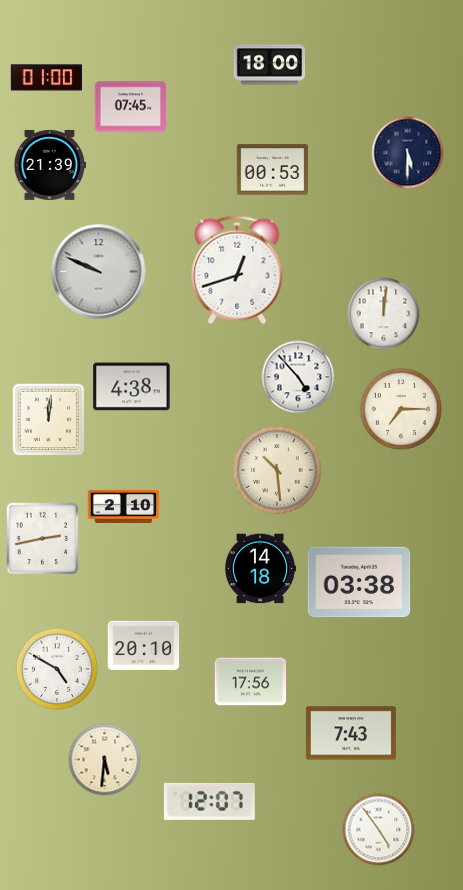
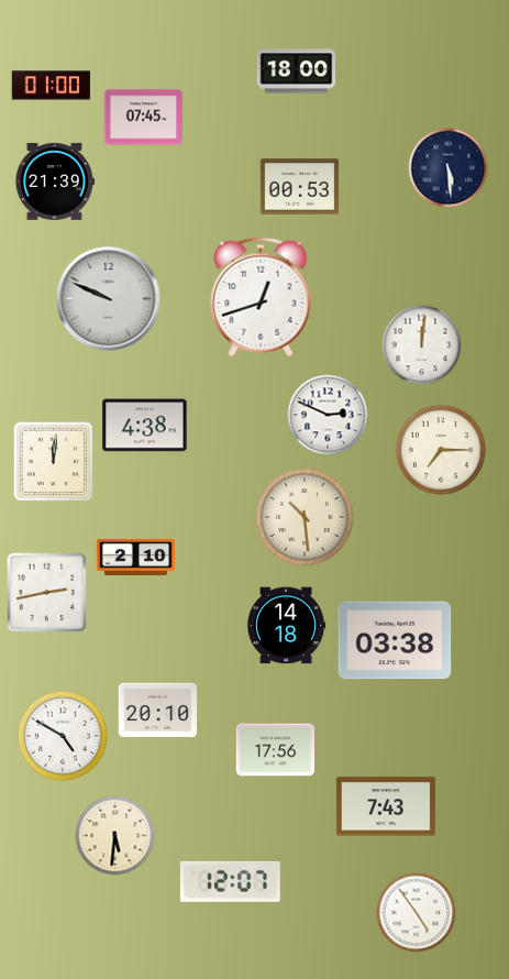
clock at (408, 153): 5:30 -> 5:29
clock at (298, 377): 4:53 -> 2:49
